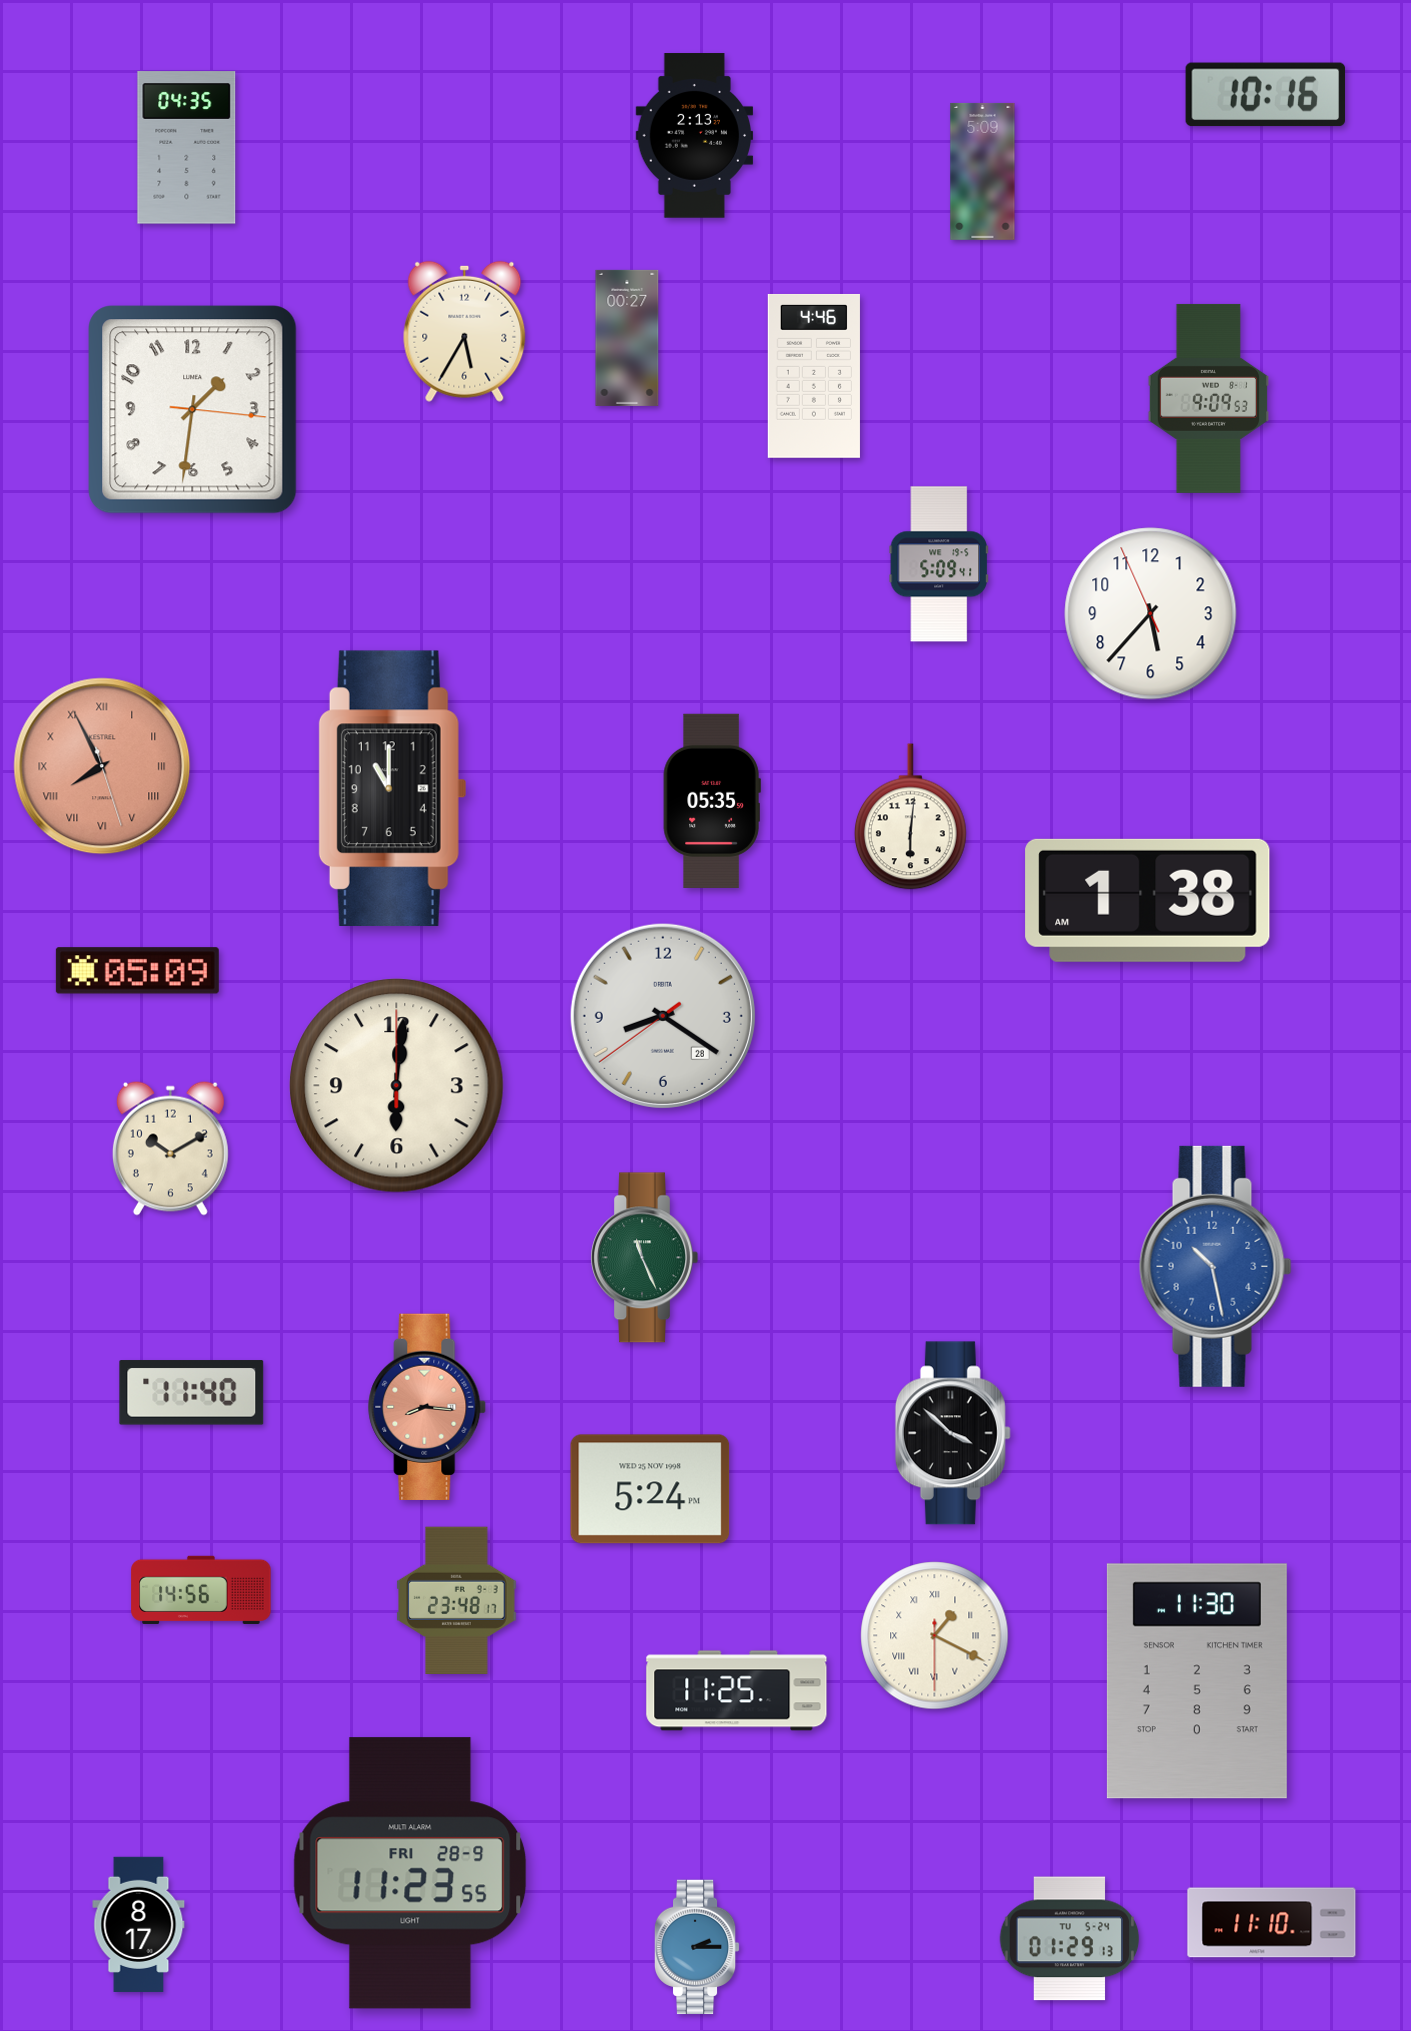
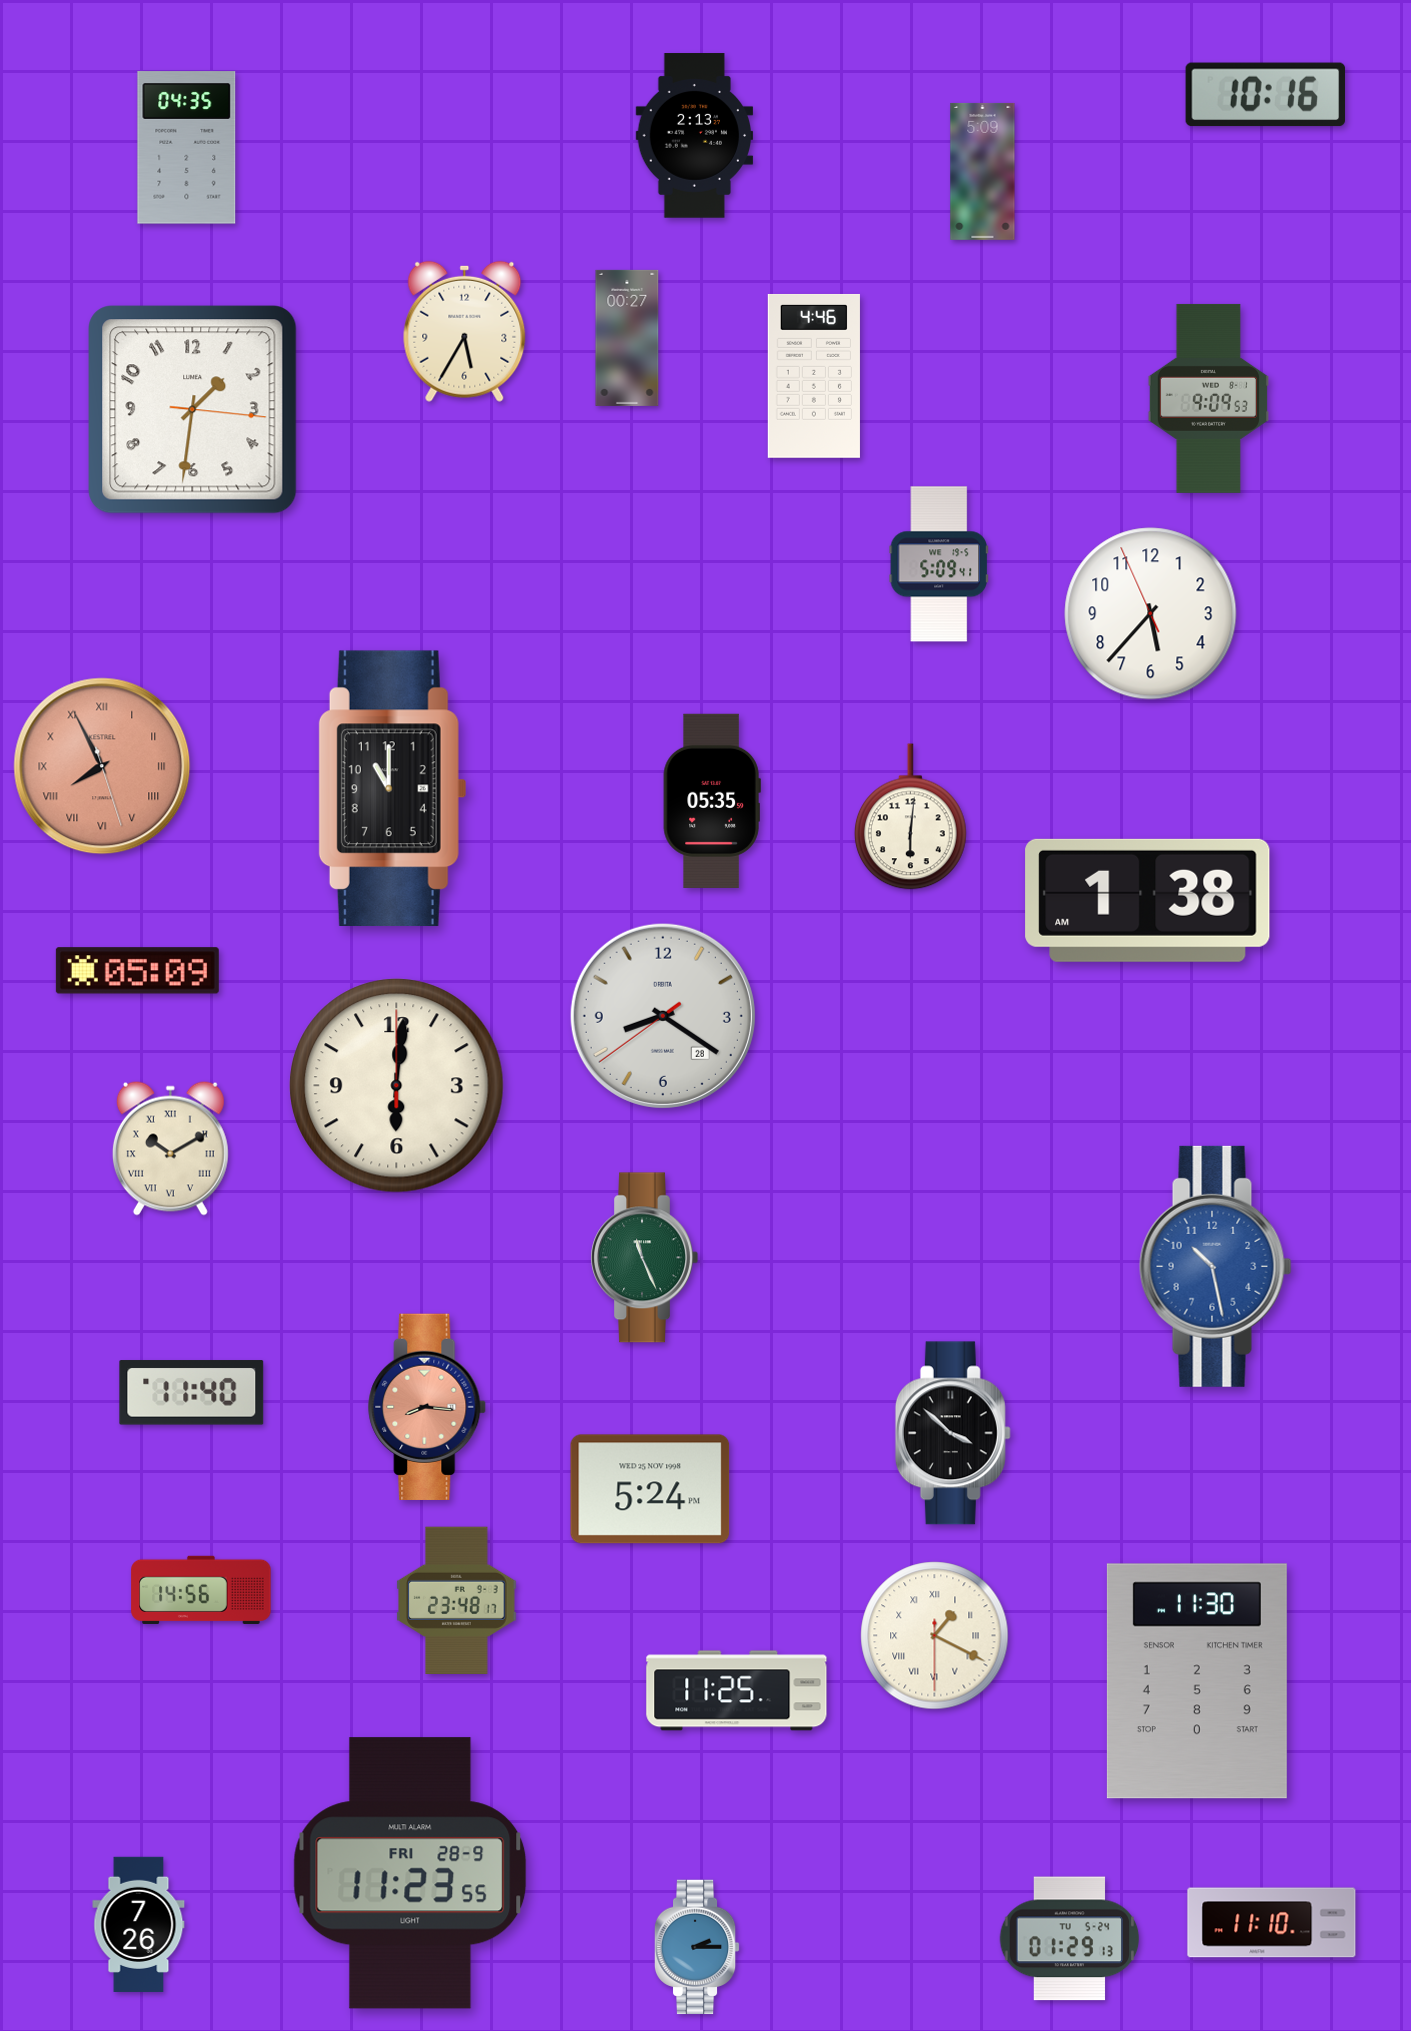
clock at (170, 1148) numerals: Arabic -> Roman
clock at (139, 1924): 8:17 -> 7:26
